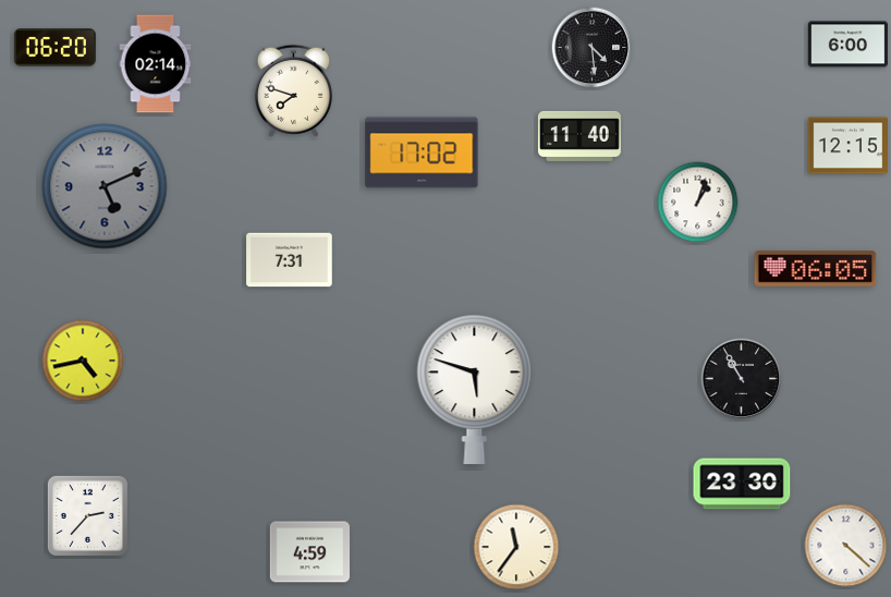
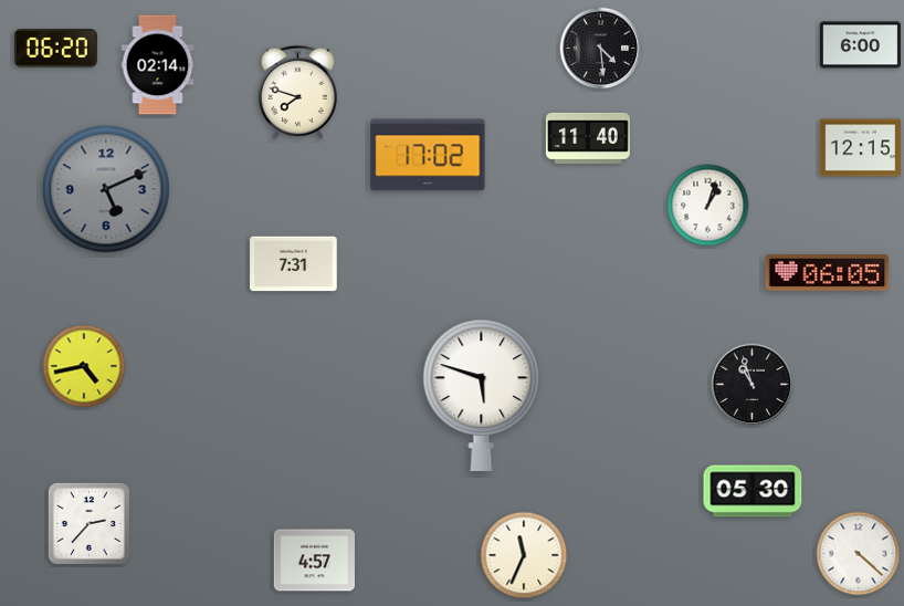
clock at (742, 379): 10:55 -> 10:57
clock at (742, 484): 23:30 -> 05:30
clock at (516, 547): 11:36 -> 11:34
clock at (309, 552): 4:59 -> 4:57
